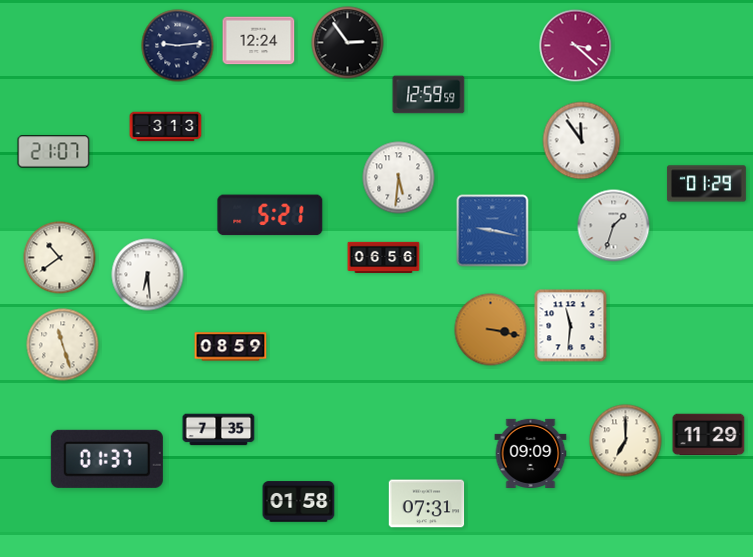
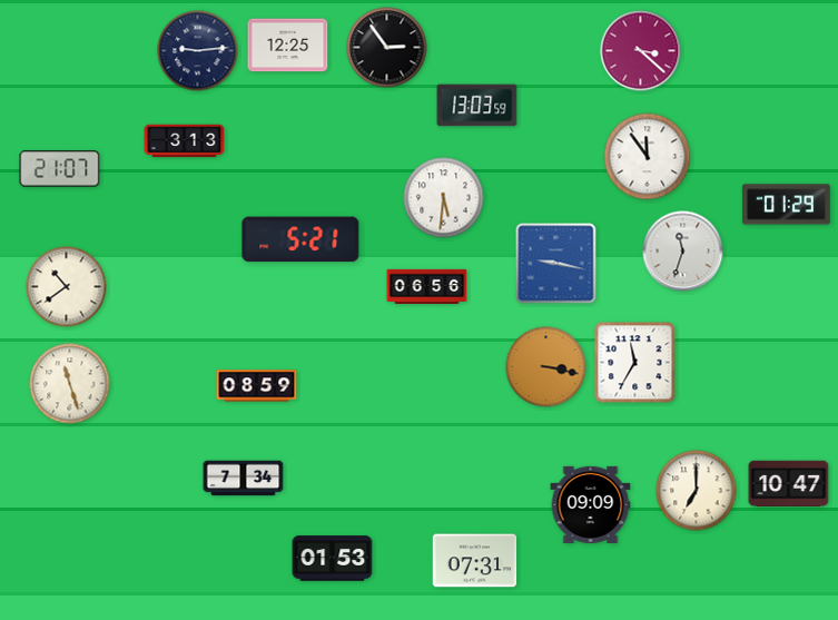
clock at (259, 41): 12:24 -> 12:25
clock at (429, 95): 12:59 -> 13:03
clock at (614, 226): 1:33 -> 11:33
clock at (493, 231) position: (493, 231) -> (556, 264)
clock at (148, 275): 6:29 -> none
clock at (571, 326): 11:31 -> 11:35
clock at (219, 430): 7:35 -> 7:34
clock at (709, 435): 11:29 -> 10:47
clock at (107, 459): 01:37 -> none
clock at (299, 502): 01:58 -> 01:53
